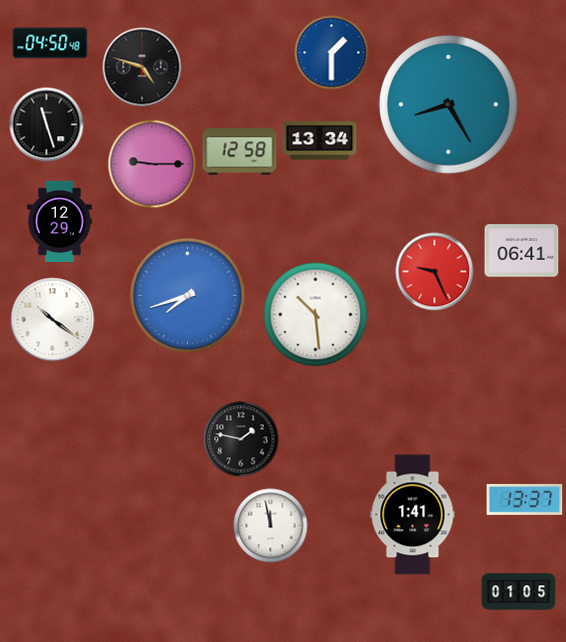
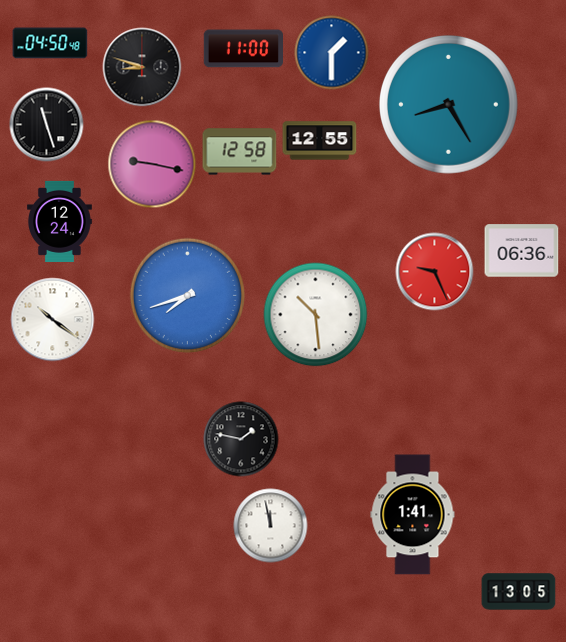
clock at (243, 49): none -> 11:00
clock at (142, 67): 4:48 -> 8:48
clock at (320, 141): 13:34 -> 12:55
clock at (152, 164): 9:15 -> 9:17
clock at (59, 221): 12:29 -> 12:24
clock at (522, 251): 06:41 -> 06:36
clock at (525, 500): 13:37 -> none
clock at (519, 592): 01:05 -> 13:05
